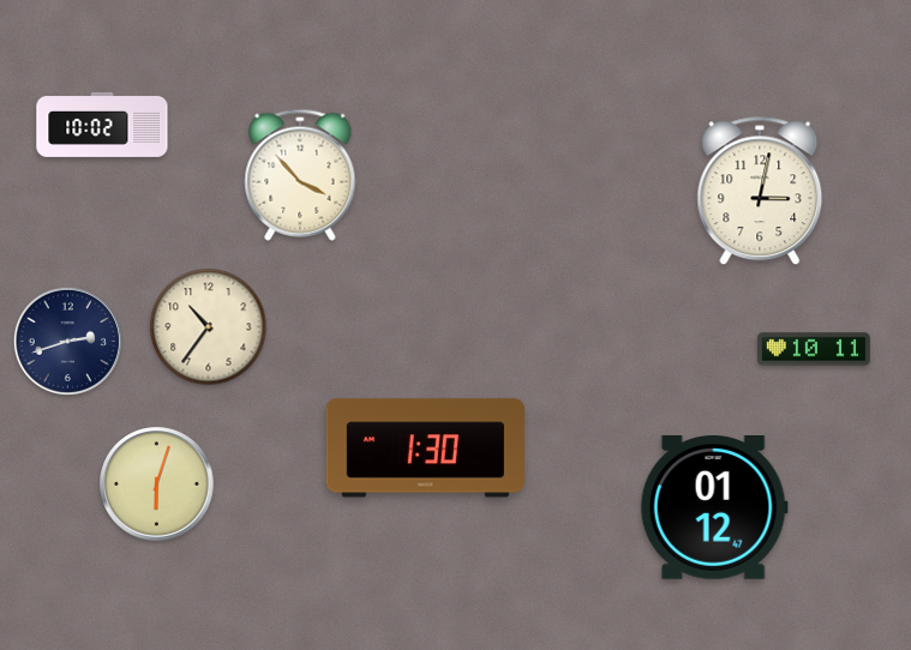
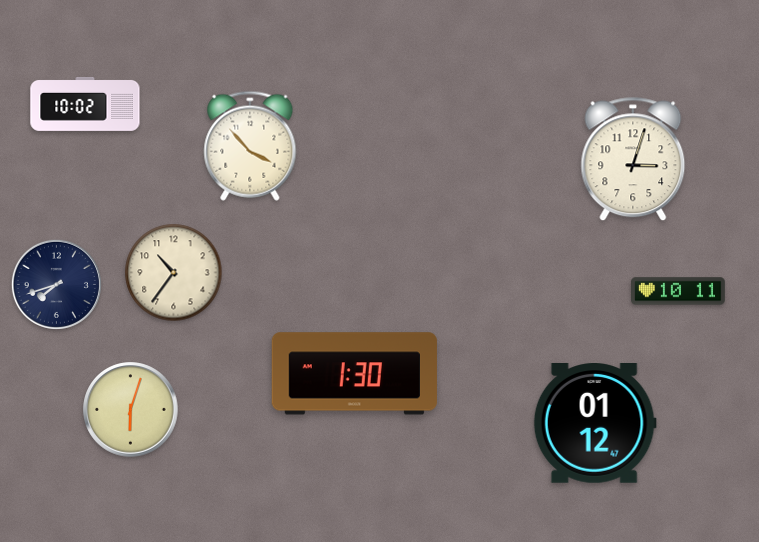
clock at (760, 191): 3:02 -> 3:03
clock at (67, 341): 2:42 -> 7:42
clock at (157, 485) position: (157, 485) -> (131, 410)
